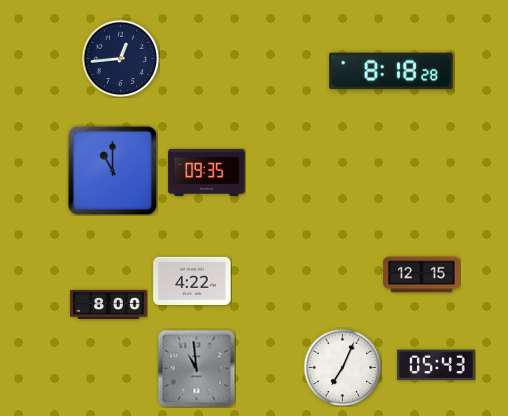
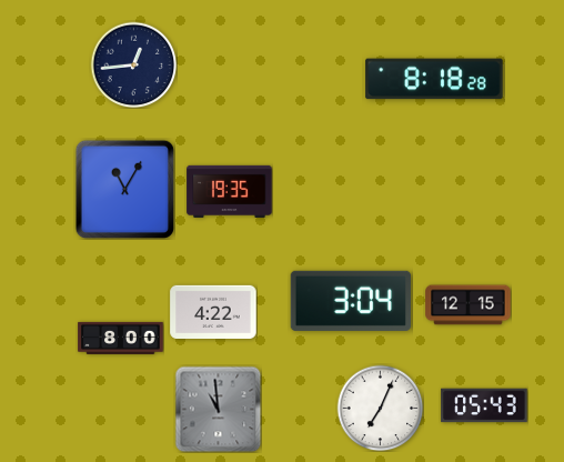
clock at (112, 170): 11:00 -> 11:05
clock at (207, 172): 09:35 -> 19:35
clock at (351, 301): none -> 3:04
